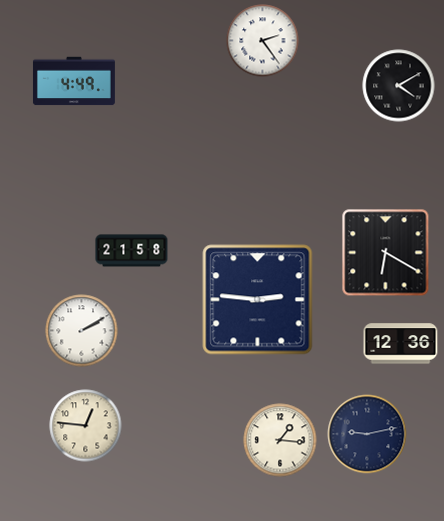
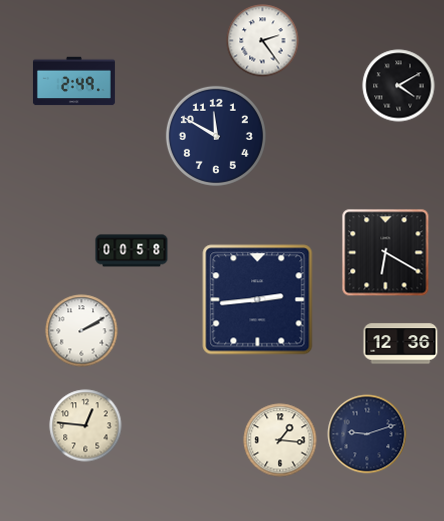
clock at (74, 81): 4:49 -> 2:49
clock at (216, 136): none -> 11:50
clock at (132, 251): 21:58 -> 00:58
clock at (258, 300): 2:46 -> 2:44
clock at (367, 434): 9:13 -> 9:12
